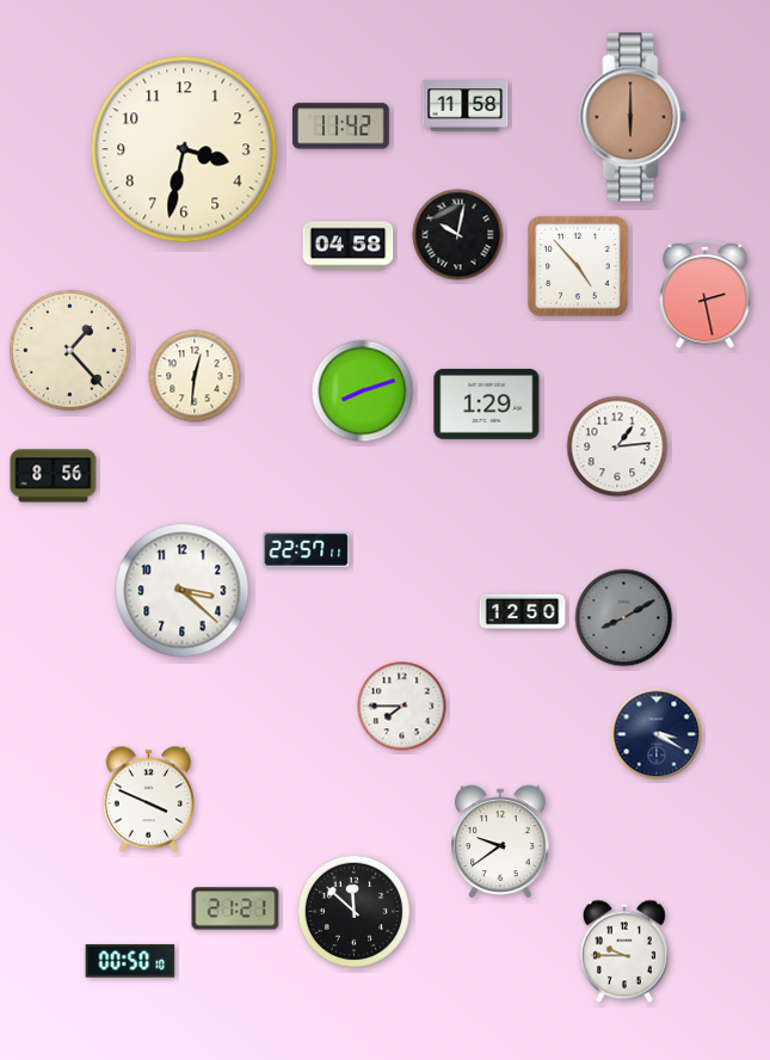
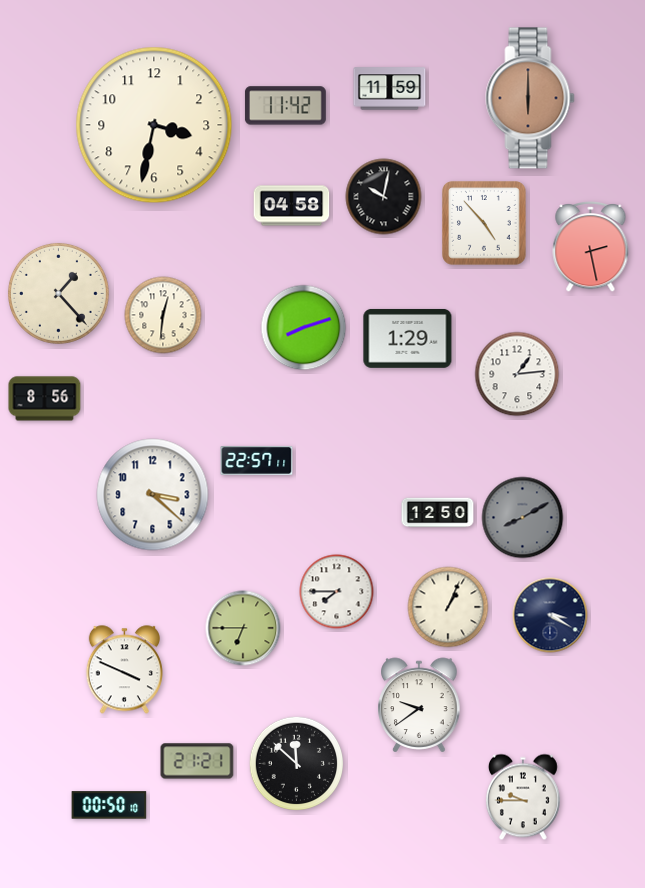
clock at (466, 106): 11:58 -> 11:59
clock at (448, 607): none -> 1:04
clock at (243, 628): none -> 6:45
